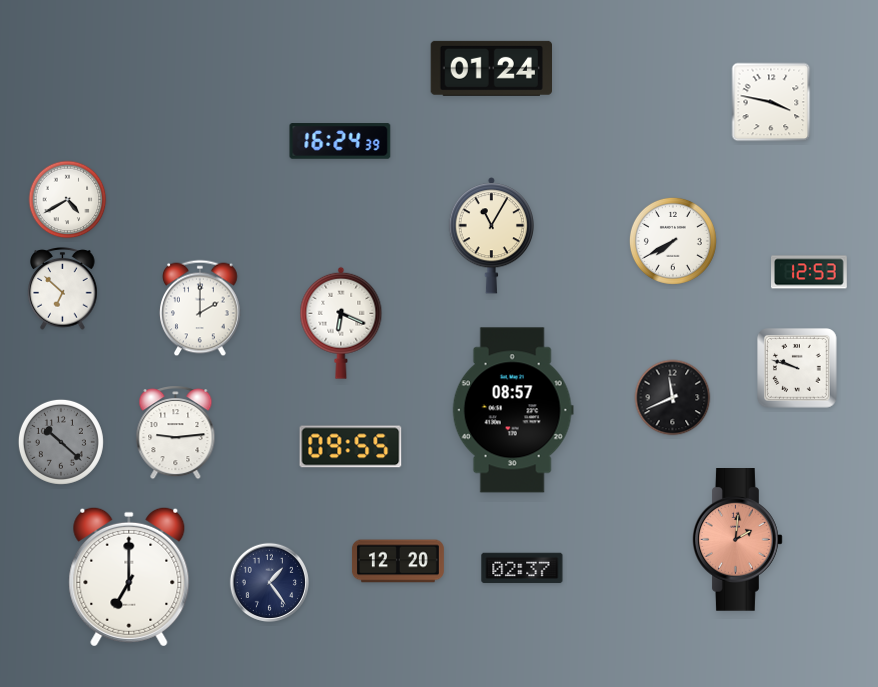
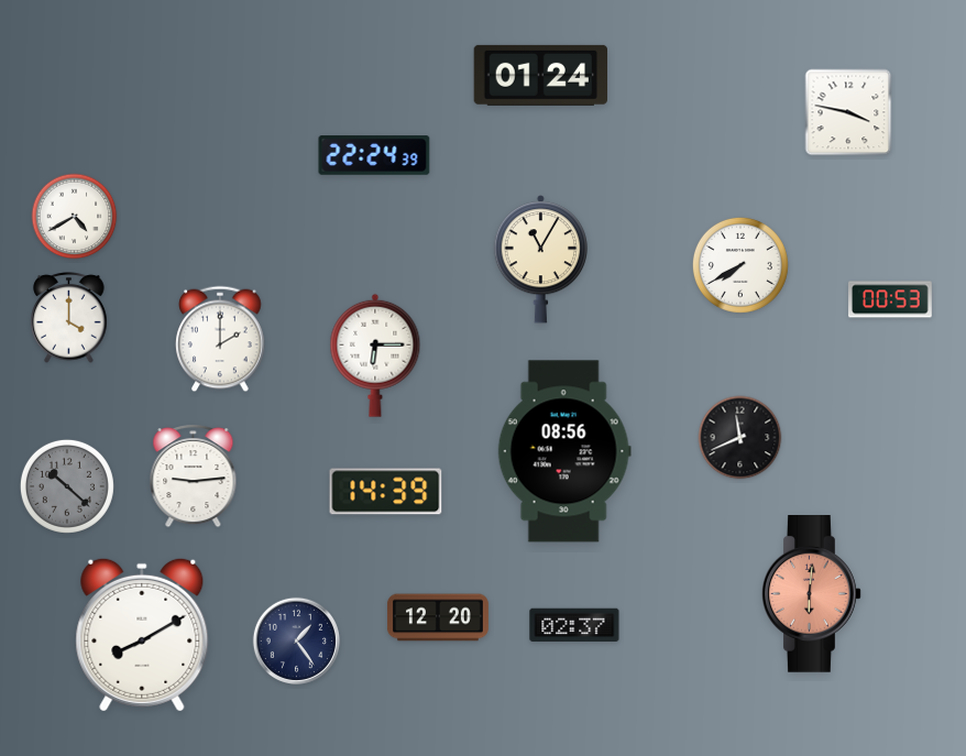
clock at (340, 141): 16:24 -> 22:24
clock at (68, 200) position: (68, 200) -> (75, 217)
clock at (810, 272): 12:53 -> 00:53
clock at (63, 289): 6:52 -> 4:00
clock at (341, 323): 6:19 -> 6:15
clock at (797, 368): 9:48 -> none
clock at (513, 410): 08:57 -> 08:56
clock at (351, 447): 09:55 -> 14:39
clock at (738, 540): 2:01 -> 6:01
clock at (129, 577): 7:00 -> 8:10
